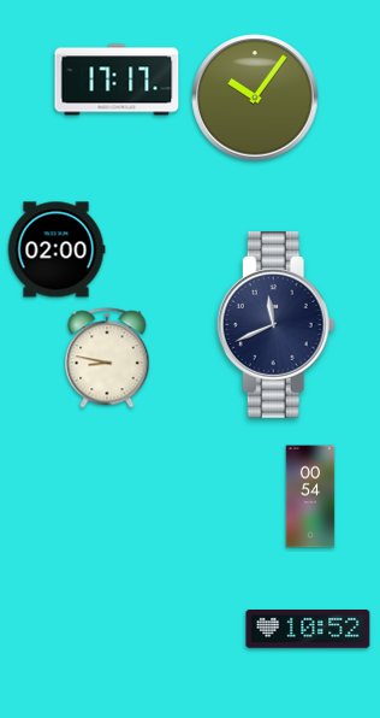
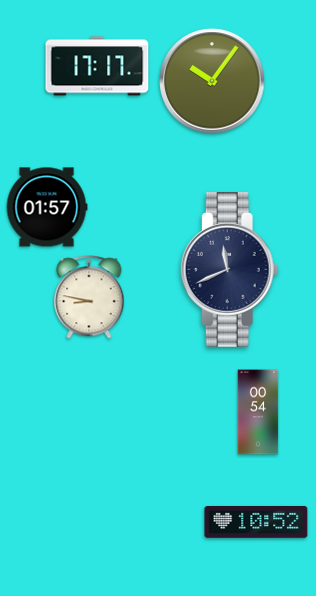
clock at (57, 249): 02:00 -> 01:57
